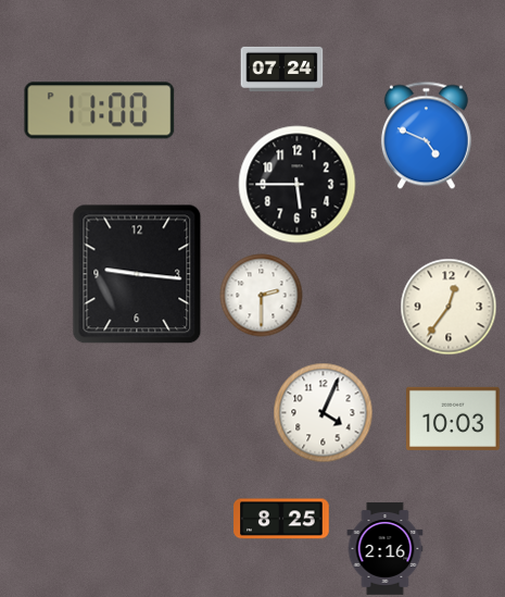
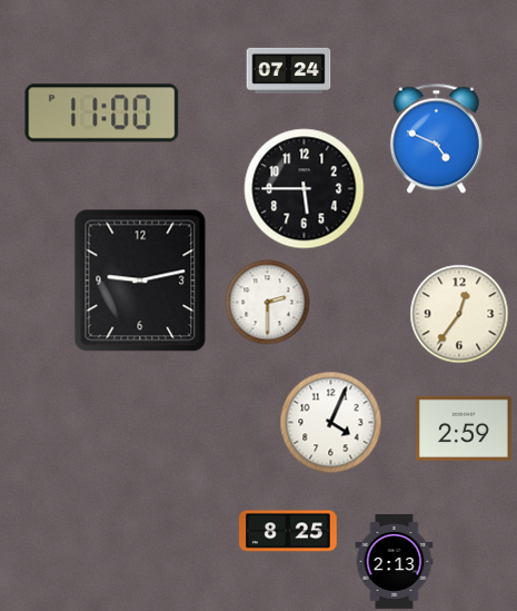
clock at (137, 274): 9:16 -> 9:13
clock at (454, 419): 10:03 -> 2:59
clock at (386, 548): 2:16 -> 2:13
